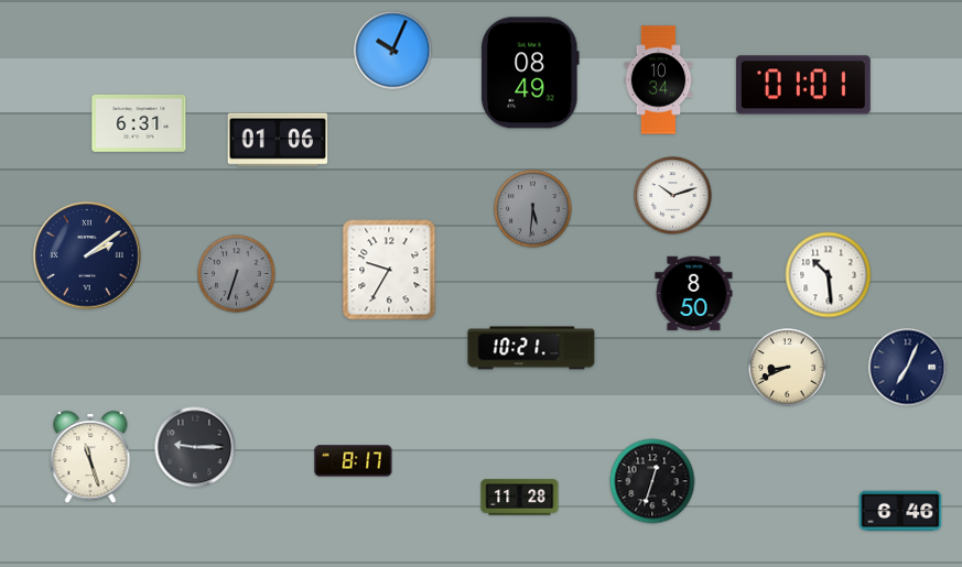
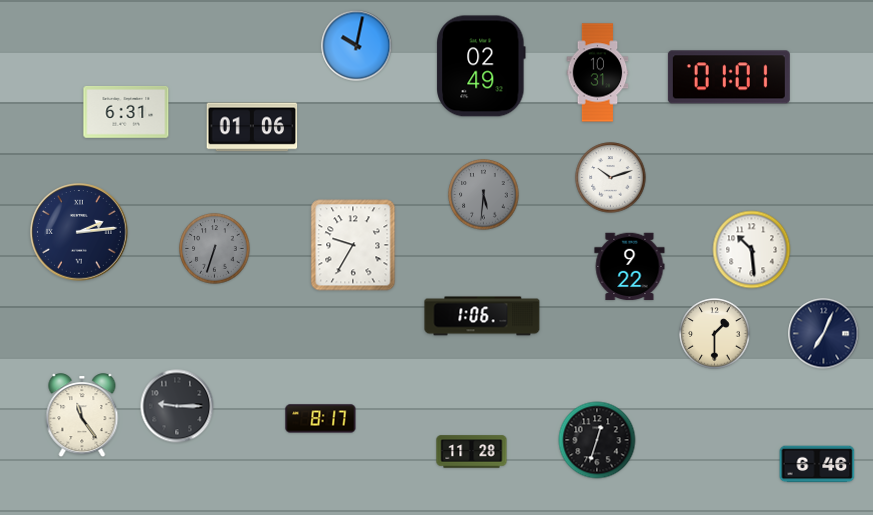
clock at (393, 51): 10:04 -> 10:02
clock at (530, 73): 08:49 -> 02:49
clock at (659, 80): 10:34 -> 10:31
clock at (533, 209) position: (533, 209) -> (484, 195)
clock at (87, 255): 2:09 -> 2:14
clock at (694, 294): 8:50 -> 9:22
clock at (531, 348): 10:21 -> 1:06
clock at (788, 368): 8:41 -> 1:30
clock at (90, 458): 11:27 -> 11:24
clock at (652, 481) position: (652, 481) -> (597, 440)
